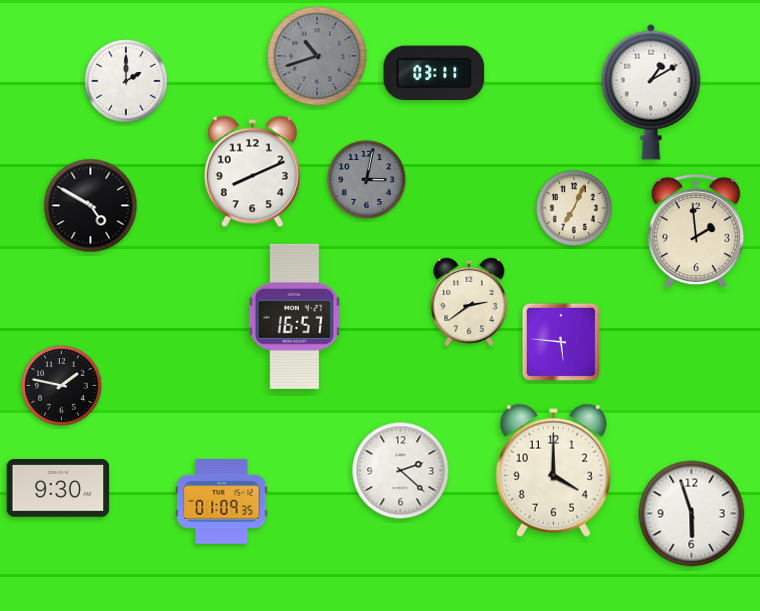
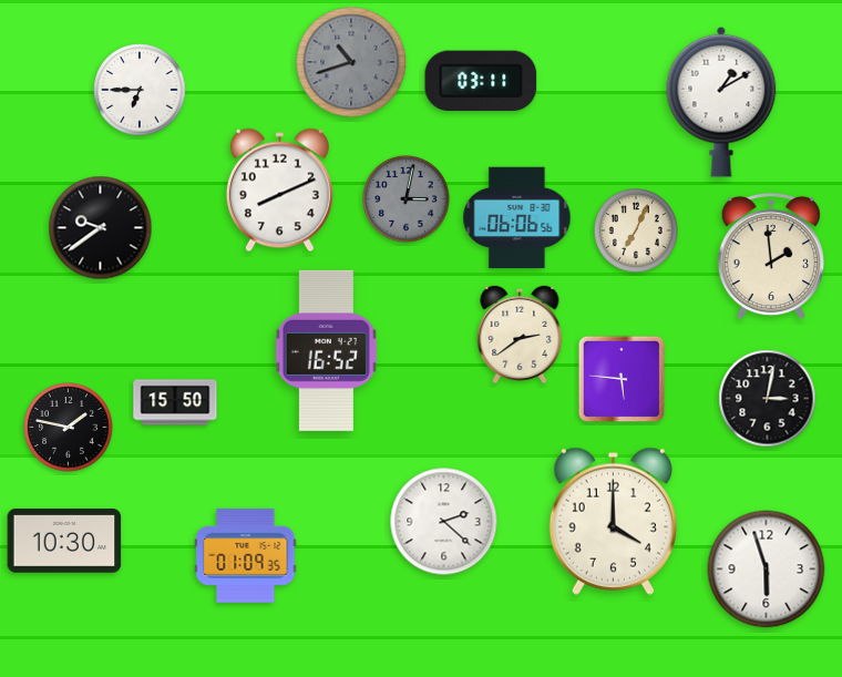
clock at (126, 81): 2:00 -> 6:45
clock at (517, 218): none -> 06:06
clock at (91, 206): 4:50 -> 9:39
clock at (294, 316): 16:57 -> 16:52
clock at (768, 399): none -> 3:02
clock at (175, 402): none -> 15:50
clock at (58, 488): 9:30 -> 10:30
